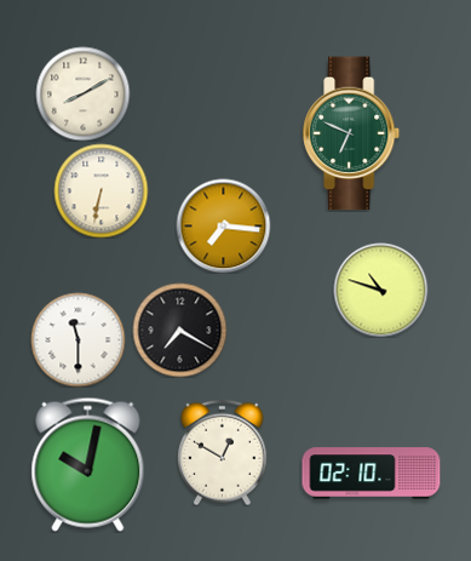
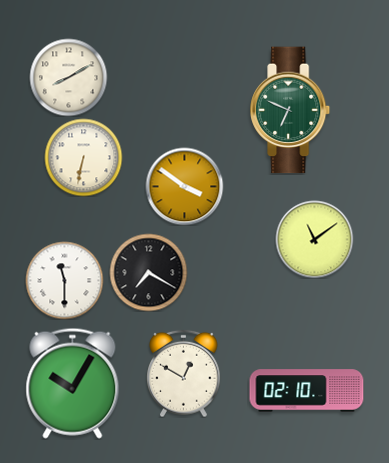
clock at (223, 225): 7:16 -> 3:51
clock at (380, 290): 10:48 -> 11:09
clock at (88, 464): 10:02 -> 10:05
